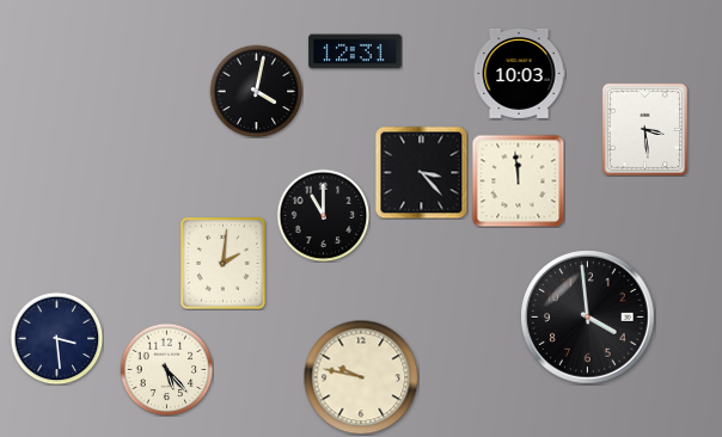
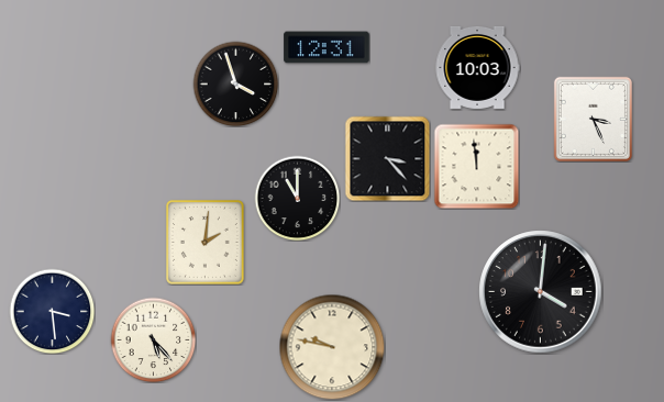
clock at (256, 91): 4:02 -> 3:57
clock at (644, 129): 3:29 -> 3:26
clock at (588, 318): 3:59 -> 4:01
